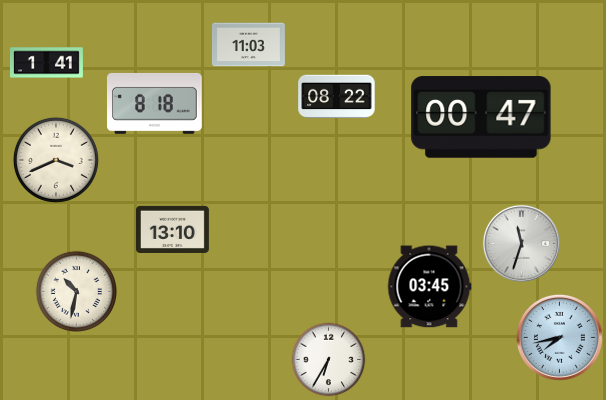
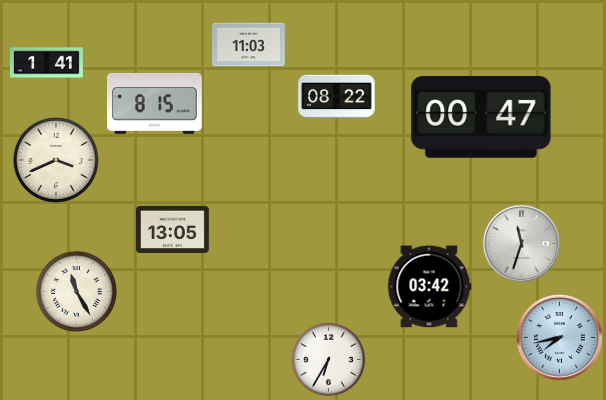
clock at (155, 103): 8:18 -> 8:15
clock at (172, 229): 13:10 -> 13:05
clock at (429, 287): 03:45 -> 03:42
clock at (76, 291): 10:32 -> 11:25
